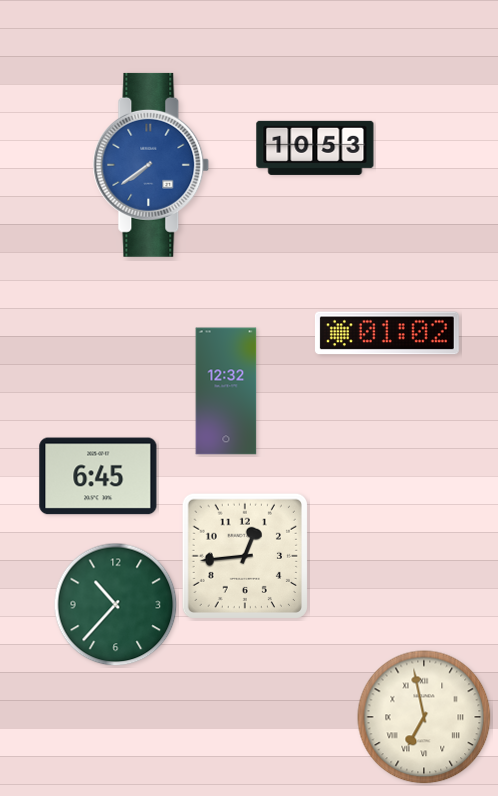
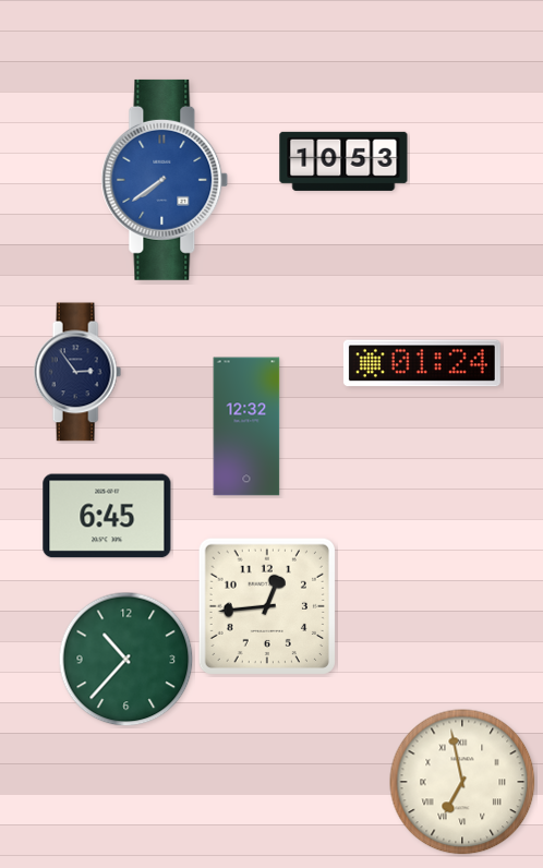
clock at (387, 333): 01:02 -> 01:24
clock at (77, 372): none -> 2:54
clock at (98, 476) position: (98, 476) -> (107, 516)
